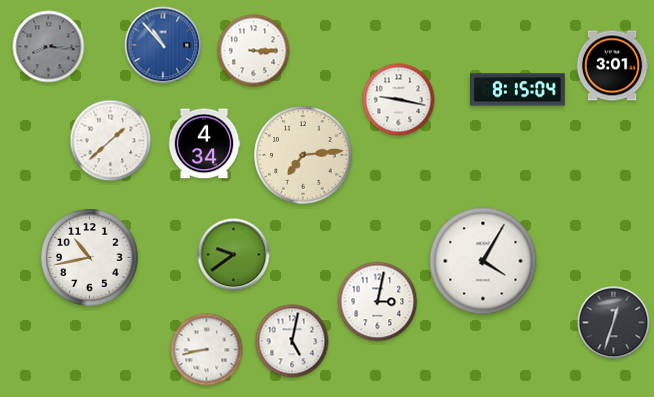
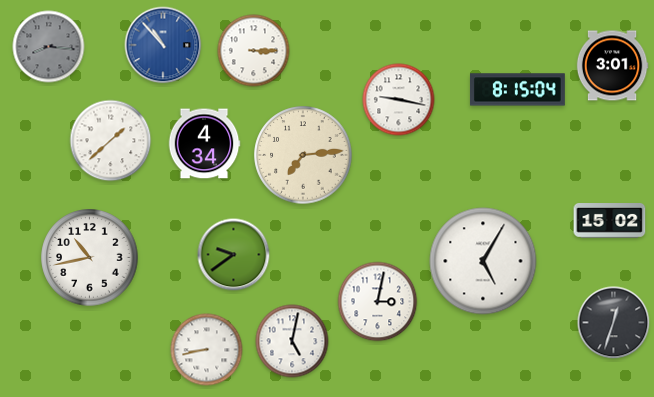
clock at (610, 221): none -> 15:02
clock at (483, 261): 4:05 -> 5:05
